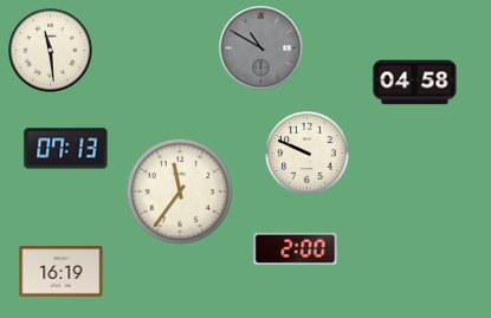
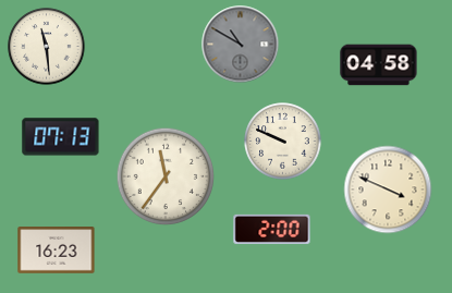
clock at (415, 83) position: (415, 83) -> (379, 65)
clock at (388, 190): none -> 3:49
clock at (62, 272): 16:19 -> 16:23
